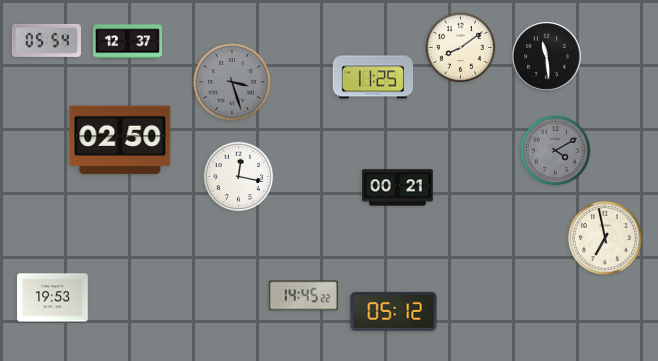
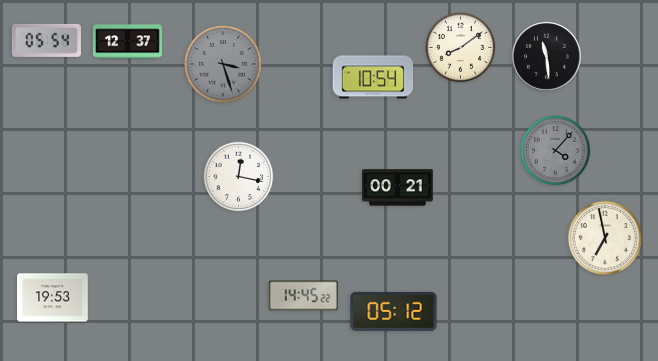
clock at (373, 77): 11:25 -> 10:54
clock at (232, 82) position: (232, 82) -> (223, 64)
clock at (120, 140): 02:50 -> none
clock at (556, 151): 4:10 -> 4:07
